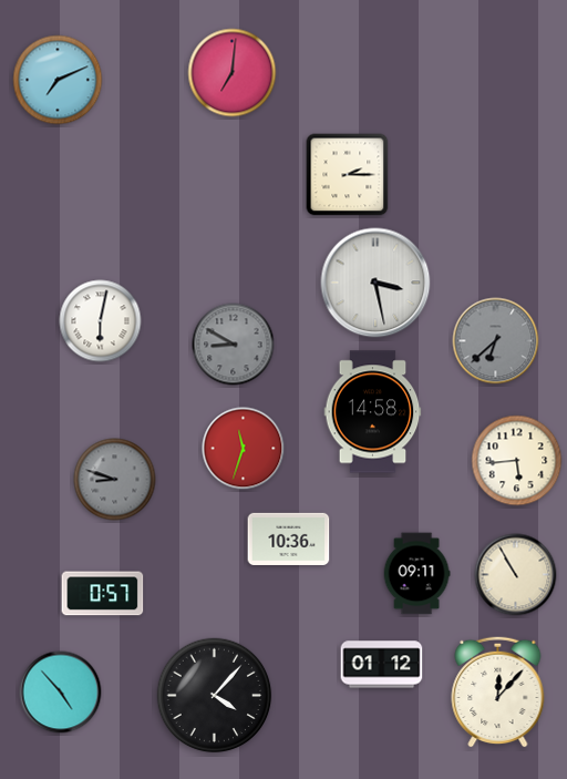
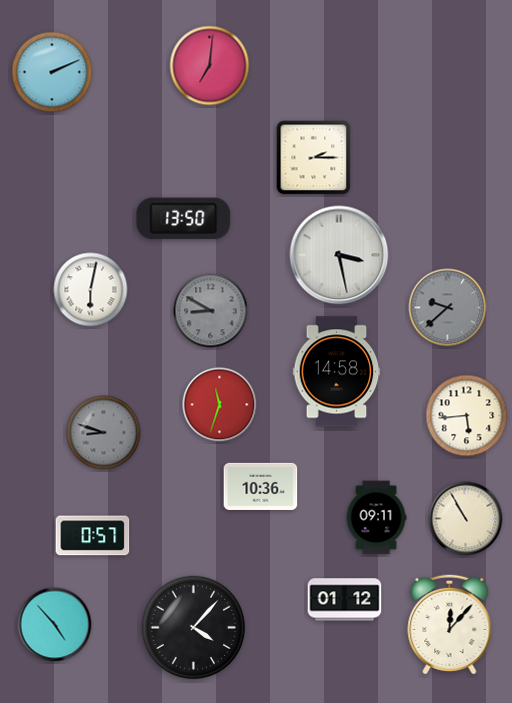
clock at (58, 80): 7:11 -> 2:11
clock at (184, 219): none -> 13:50
clock at (496, 341): 6:38 -> 9:38
